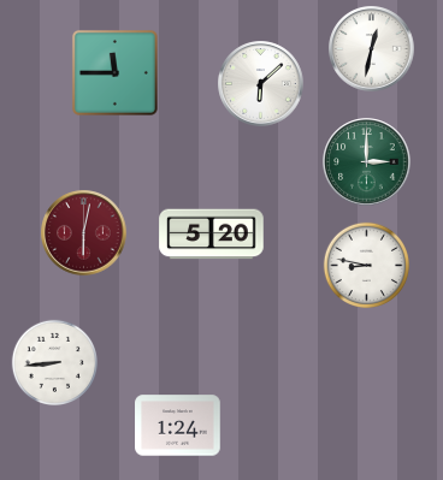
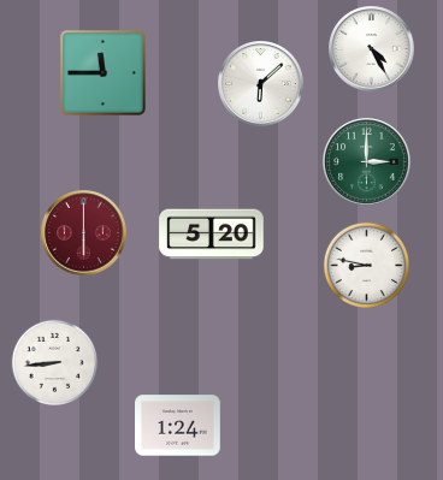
clock at (372, 49): 12:32 -> 4:25
clock at (114, 72) position: (114, 72) -> (102, 72)
clock at (84, 233): 6:02 -> 6:00
